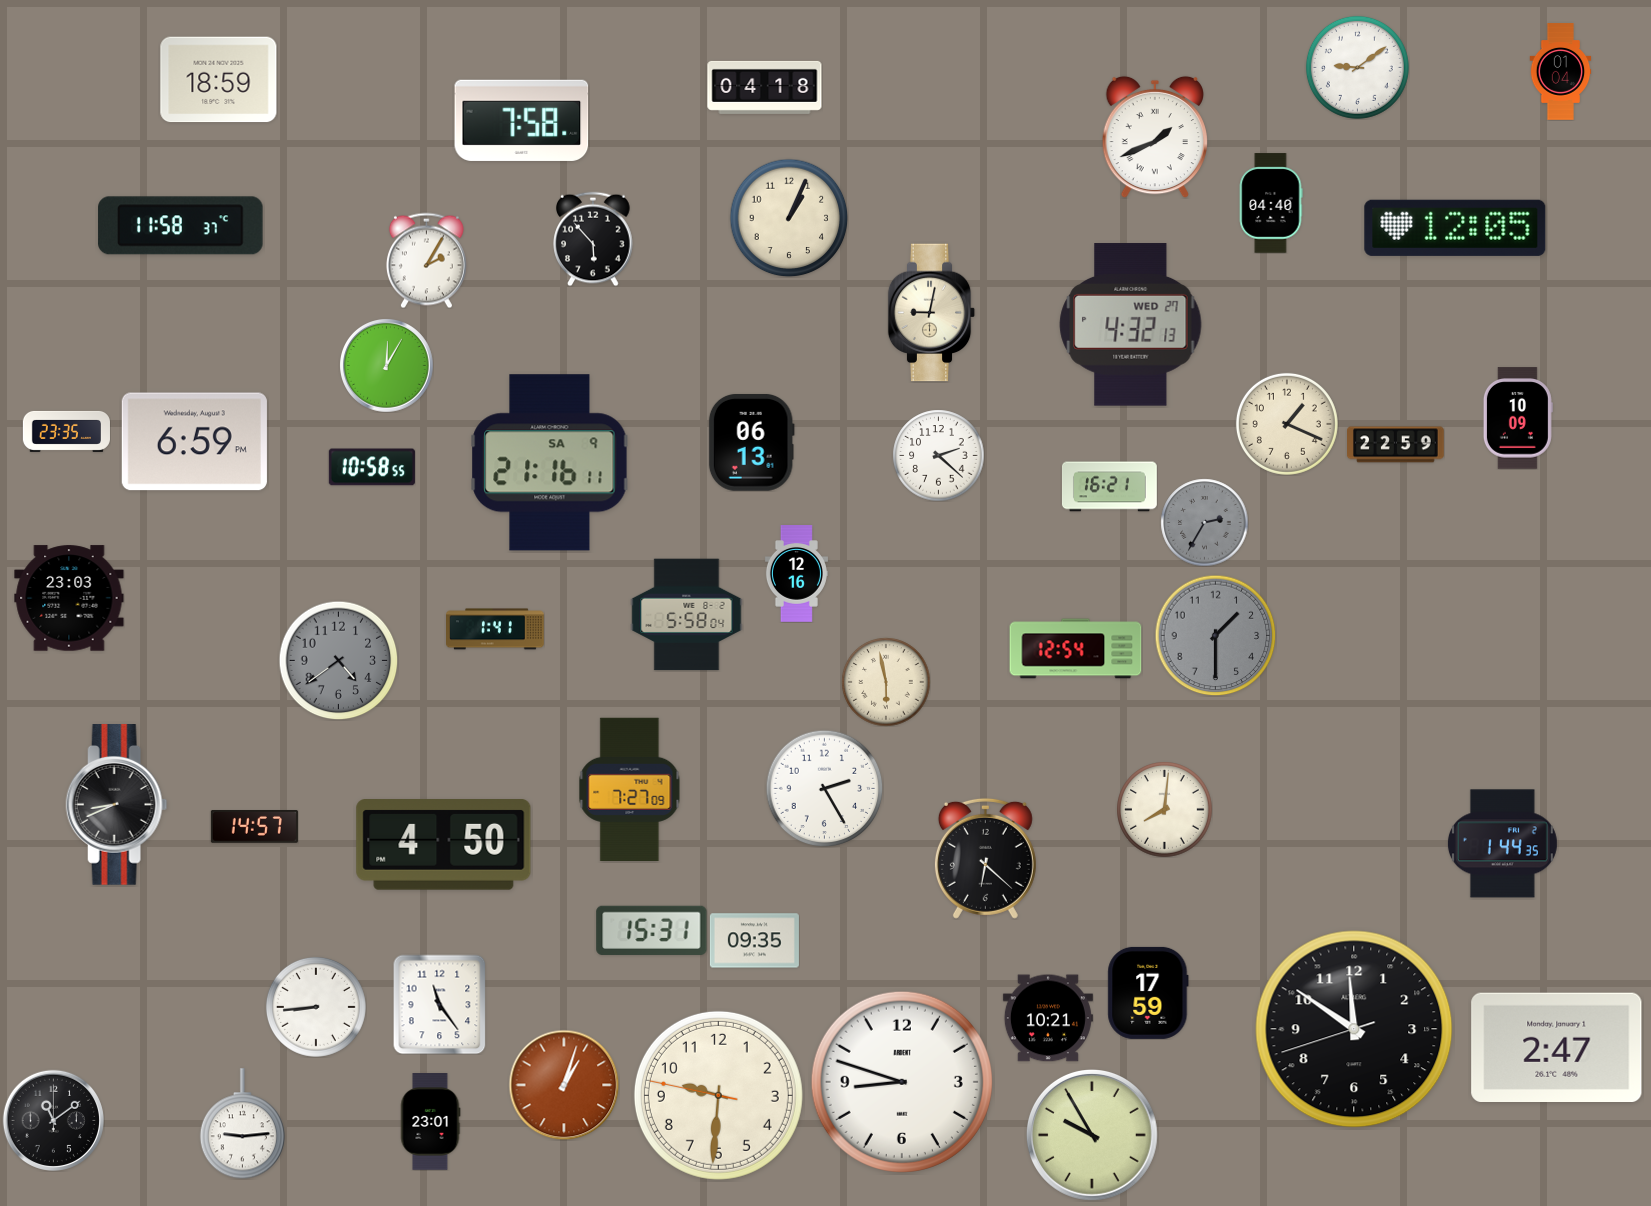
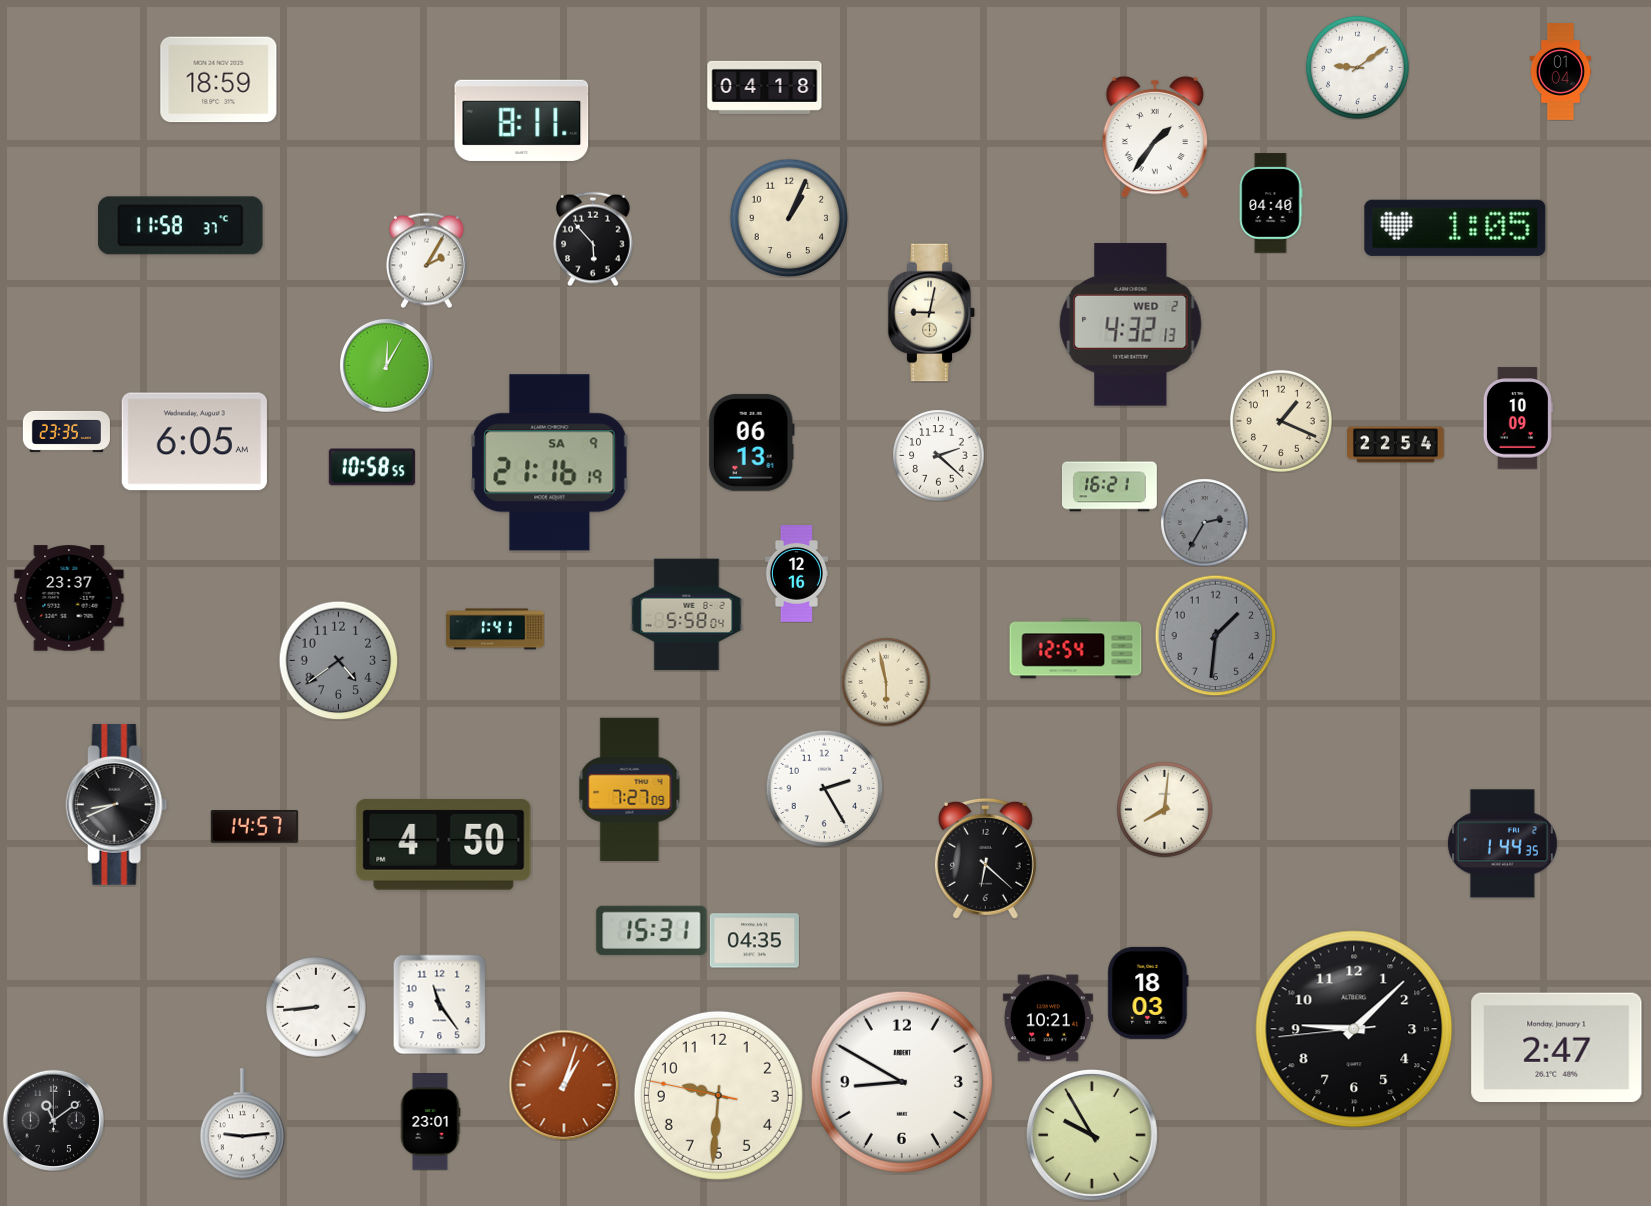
clock at (522, 120): 7:58 -> 8:11
clock at (1154, 137): 1:41 -> 1:36
clock at (1455, 228): 12:05 -> 1:05
clock at (1131, 325) date: WED 27 -> WED 2
clock at (1287, 424) position: (1287, 424) -> (1281, 421)
clock at (194, 442): 6:59 -> 6:05
clock at (1396, 445): 22:59 -> 22:54
clock at (550, 463): 21:16:11 -> 21:16:19
clock at (69, 598): 23:03 -> 23:37
clock at (1215, 635): 1:30 -> 1:31
clock at (754, 941): 09:35 -> 04:35
clock at (1148, 993): 17:59 -> 18:03
clock at (1354, 1029): 11:50 -> 9:07
clock at (902, 1082): 8:48 -> 8:50
